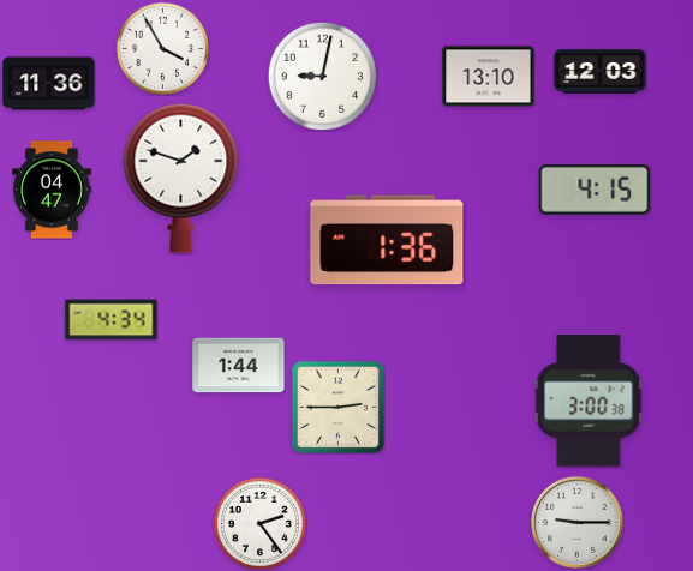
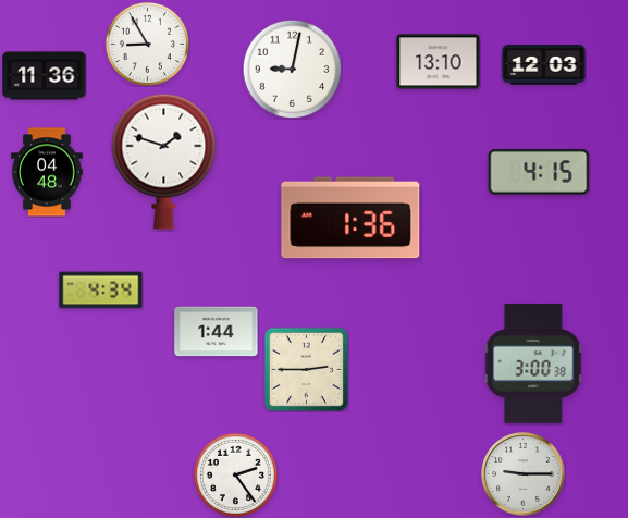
clock at (162, 48): 3:55 -> 8:55
clock at (489, 77) position: (489, 77) -> (439, 62)
clock at (53, 190): 04:47 -> 04:48
